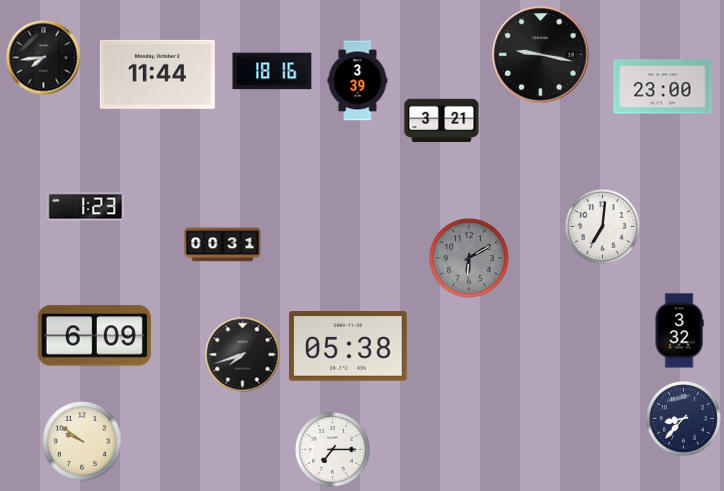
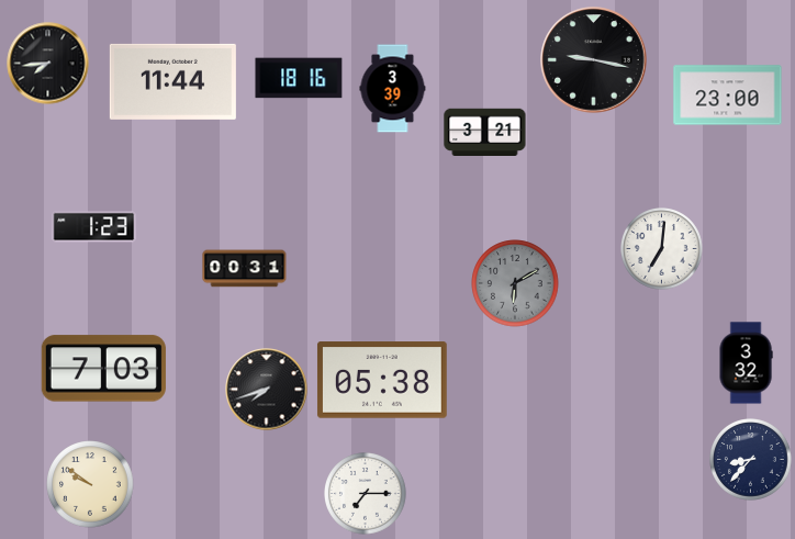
clock at (94, 336): 6:09 -> 7:03
